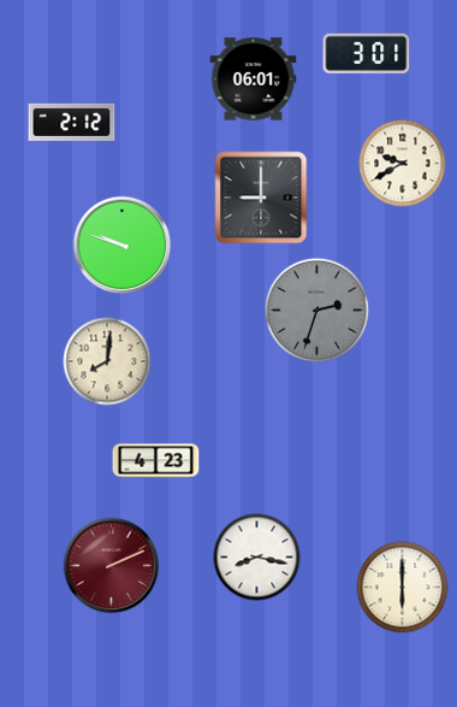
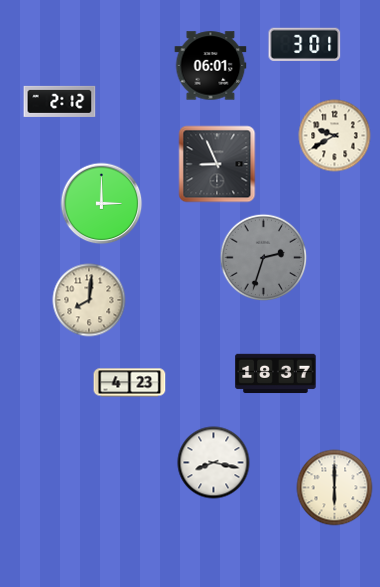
clock at (261, 198): 9:00 -> 8:56
clock at (123, 246): 9:48 -> 3:00
clock at (276, 374): none -> 18:37
clock at (112, 566): 2:11 -> none
